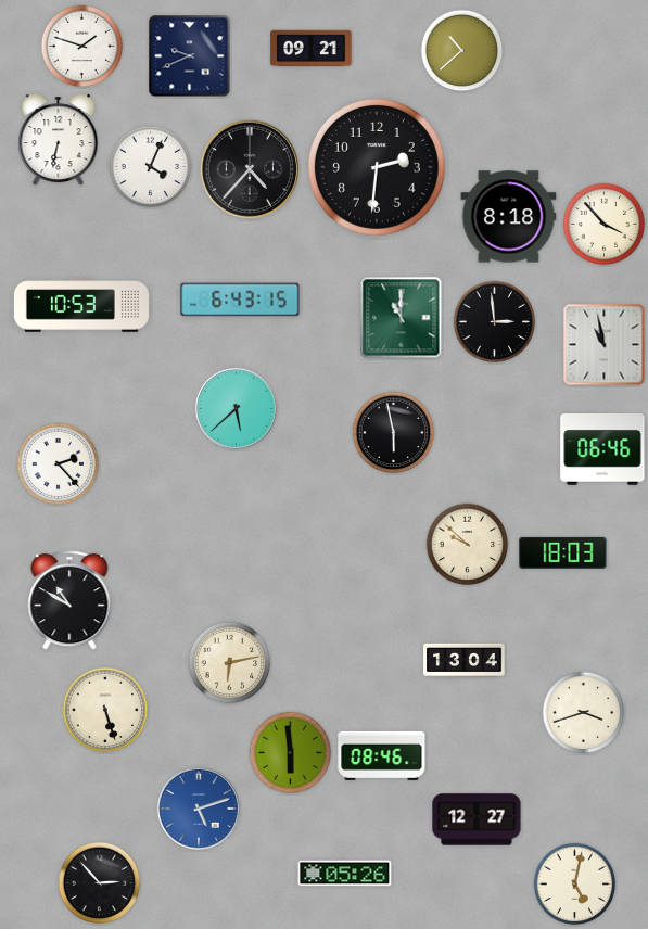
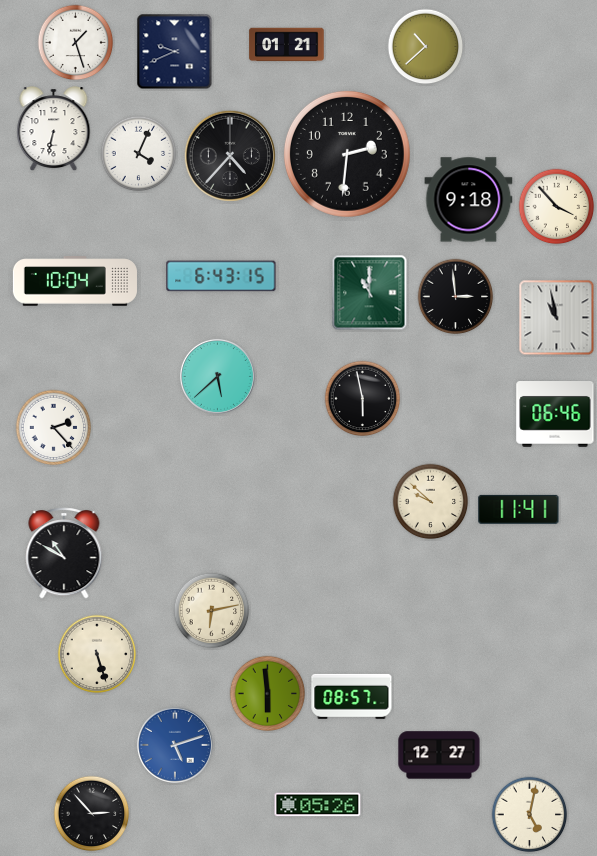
clock at (82, 47): 1:48 -> 1:27
clock at (312, 49): 09:21 -> 01:21
clock at (509, 217): 8:18 -> 9:18
clock at (81, 305): 10:53 -> 10:04
clock at (563, 552): 18:03 -> 11:41
clock at (465, 660): 13:04 -> none
clock at (584, 713): 3:42 -> none
clock at (382, 755): 08:46 -> 08:57
clock at (199, 809) position: (199, 809) -> (175, 745)
